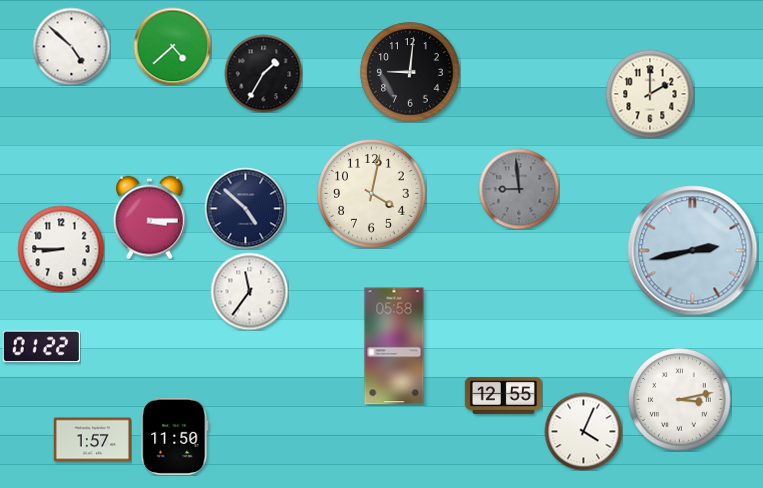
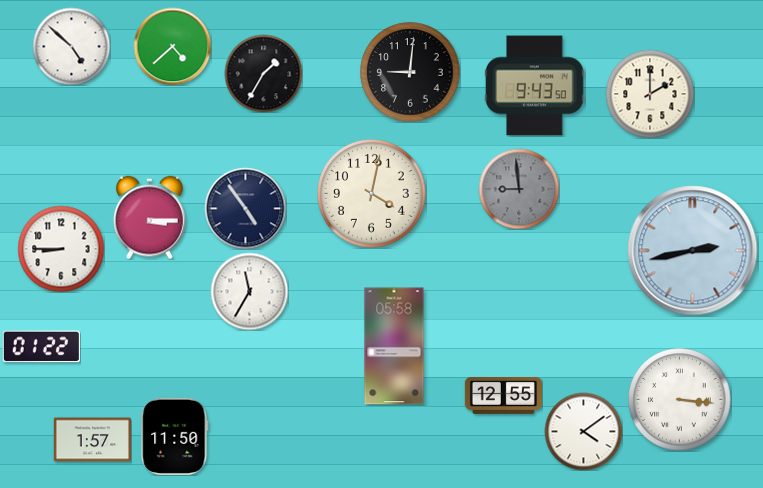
clock at (535, 86): none -> 9:43
clock at (245, 208): 4:52 -> 4:54
clock at (249, 291): 11:36 -> 11:35
clock at (680, 400): 3:13 -> 3:16
clock at (583, 431): 4:04 -> 4:09
